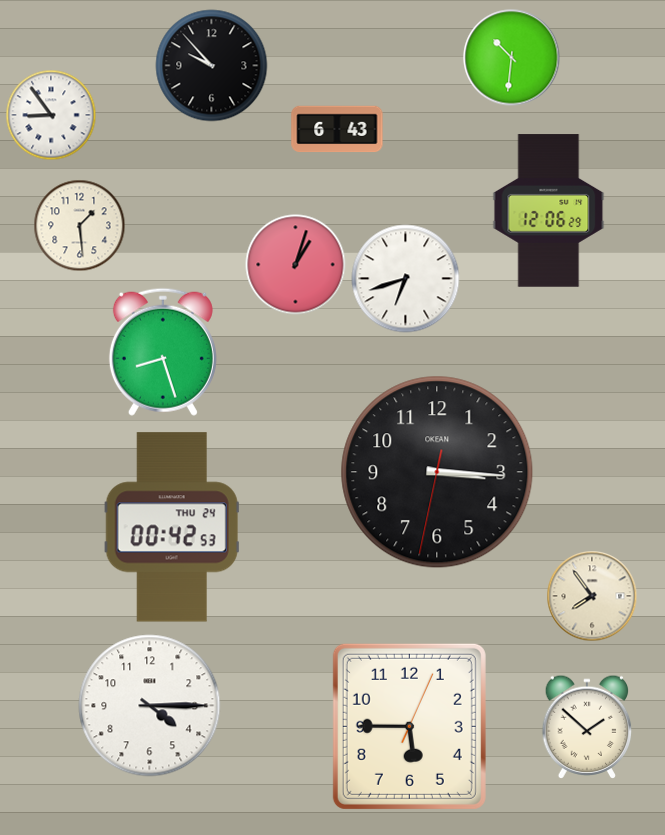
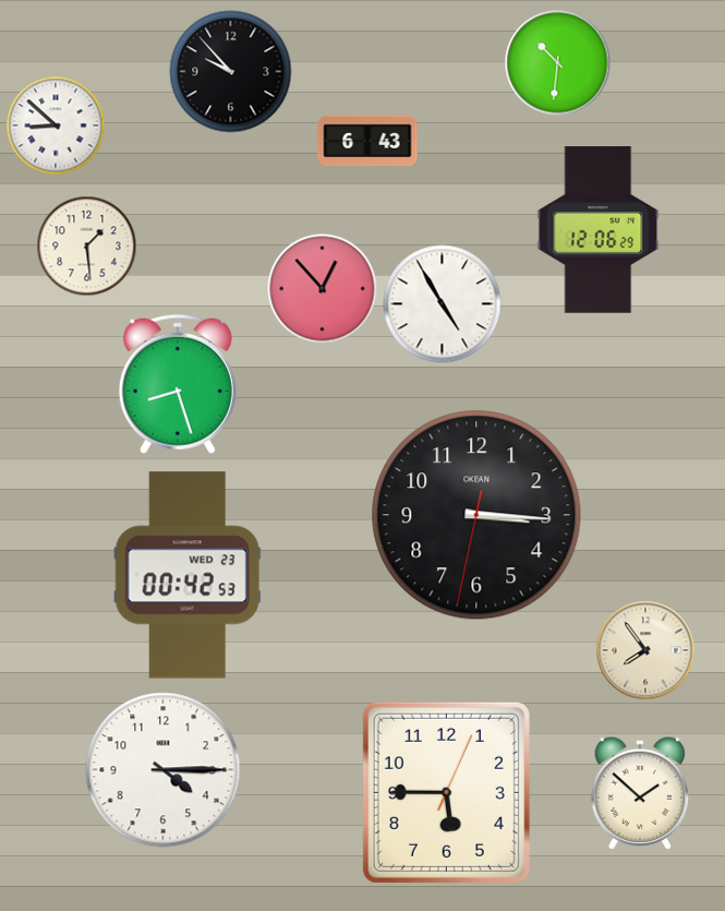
clock at (51, 115): 8:54 -> 8:52
clock at (296, 265): 1:03 -> 12:53
clock at (406, 279): 6:42 -> 4:55
clock at (172, 527) date: THU 24 -> WED 23
